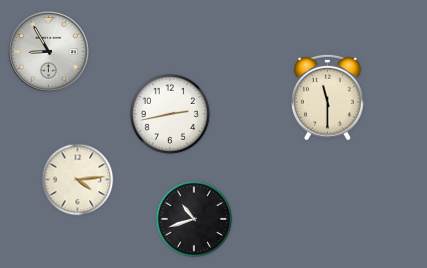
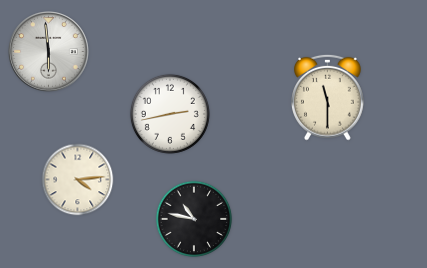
clock at (49, 52): 8:55 -> 5:59
clock at (194, 219): 10:42 -> 10:47
